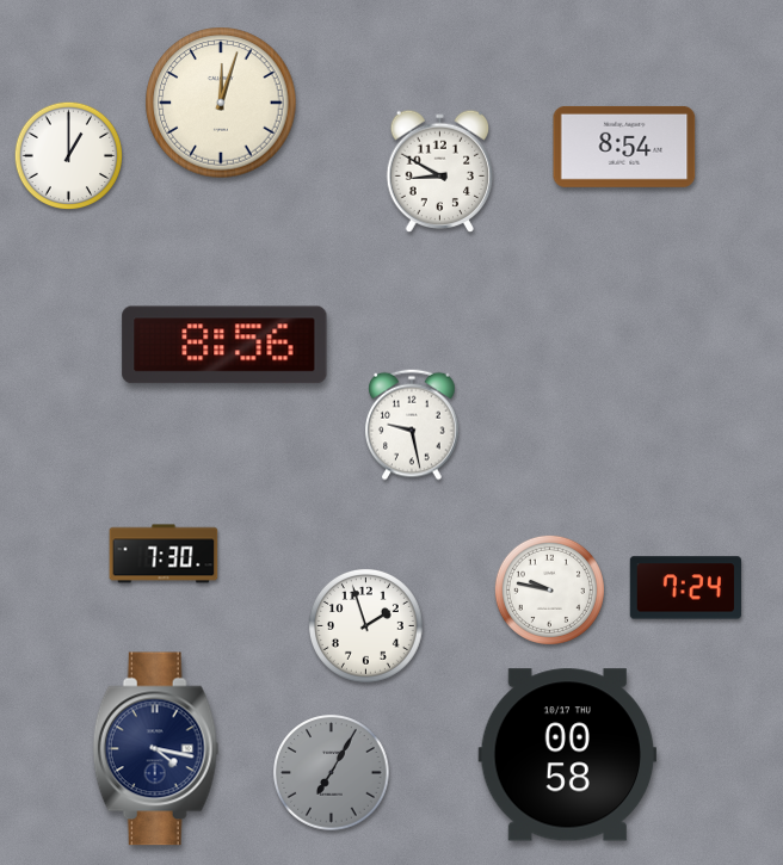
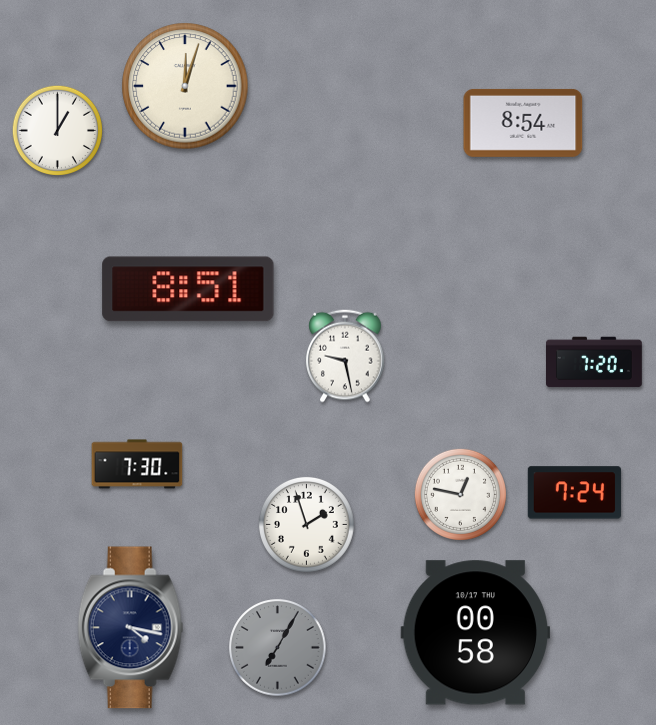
clock at (440, 172): 8:50 -> none
clock at (224, 345): 8:56 -> 8:51
clock at (595, 362): none -> 7:20
clock at (549, 589): 9:47 -> 12:47
